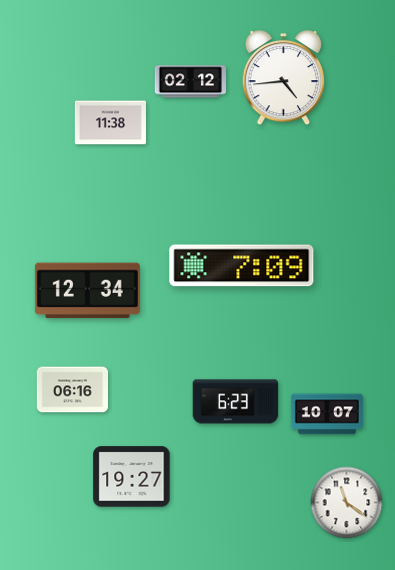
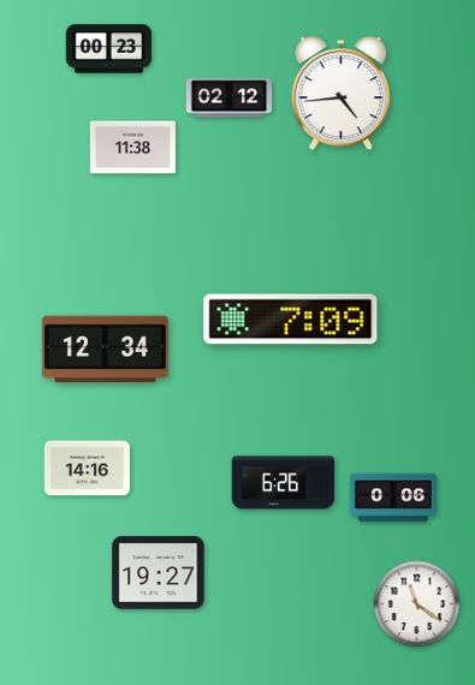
clock at (108, 49): none -> 00:23
clock at (72, 390): 06:16 -> 14:16
clock at (236, 402): 6:23 -> 6:26
clock at (327, 414): 10:07 -> 0:06
